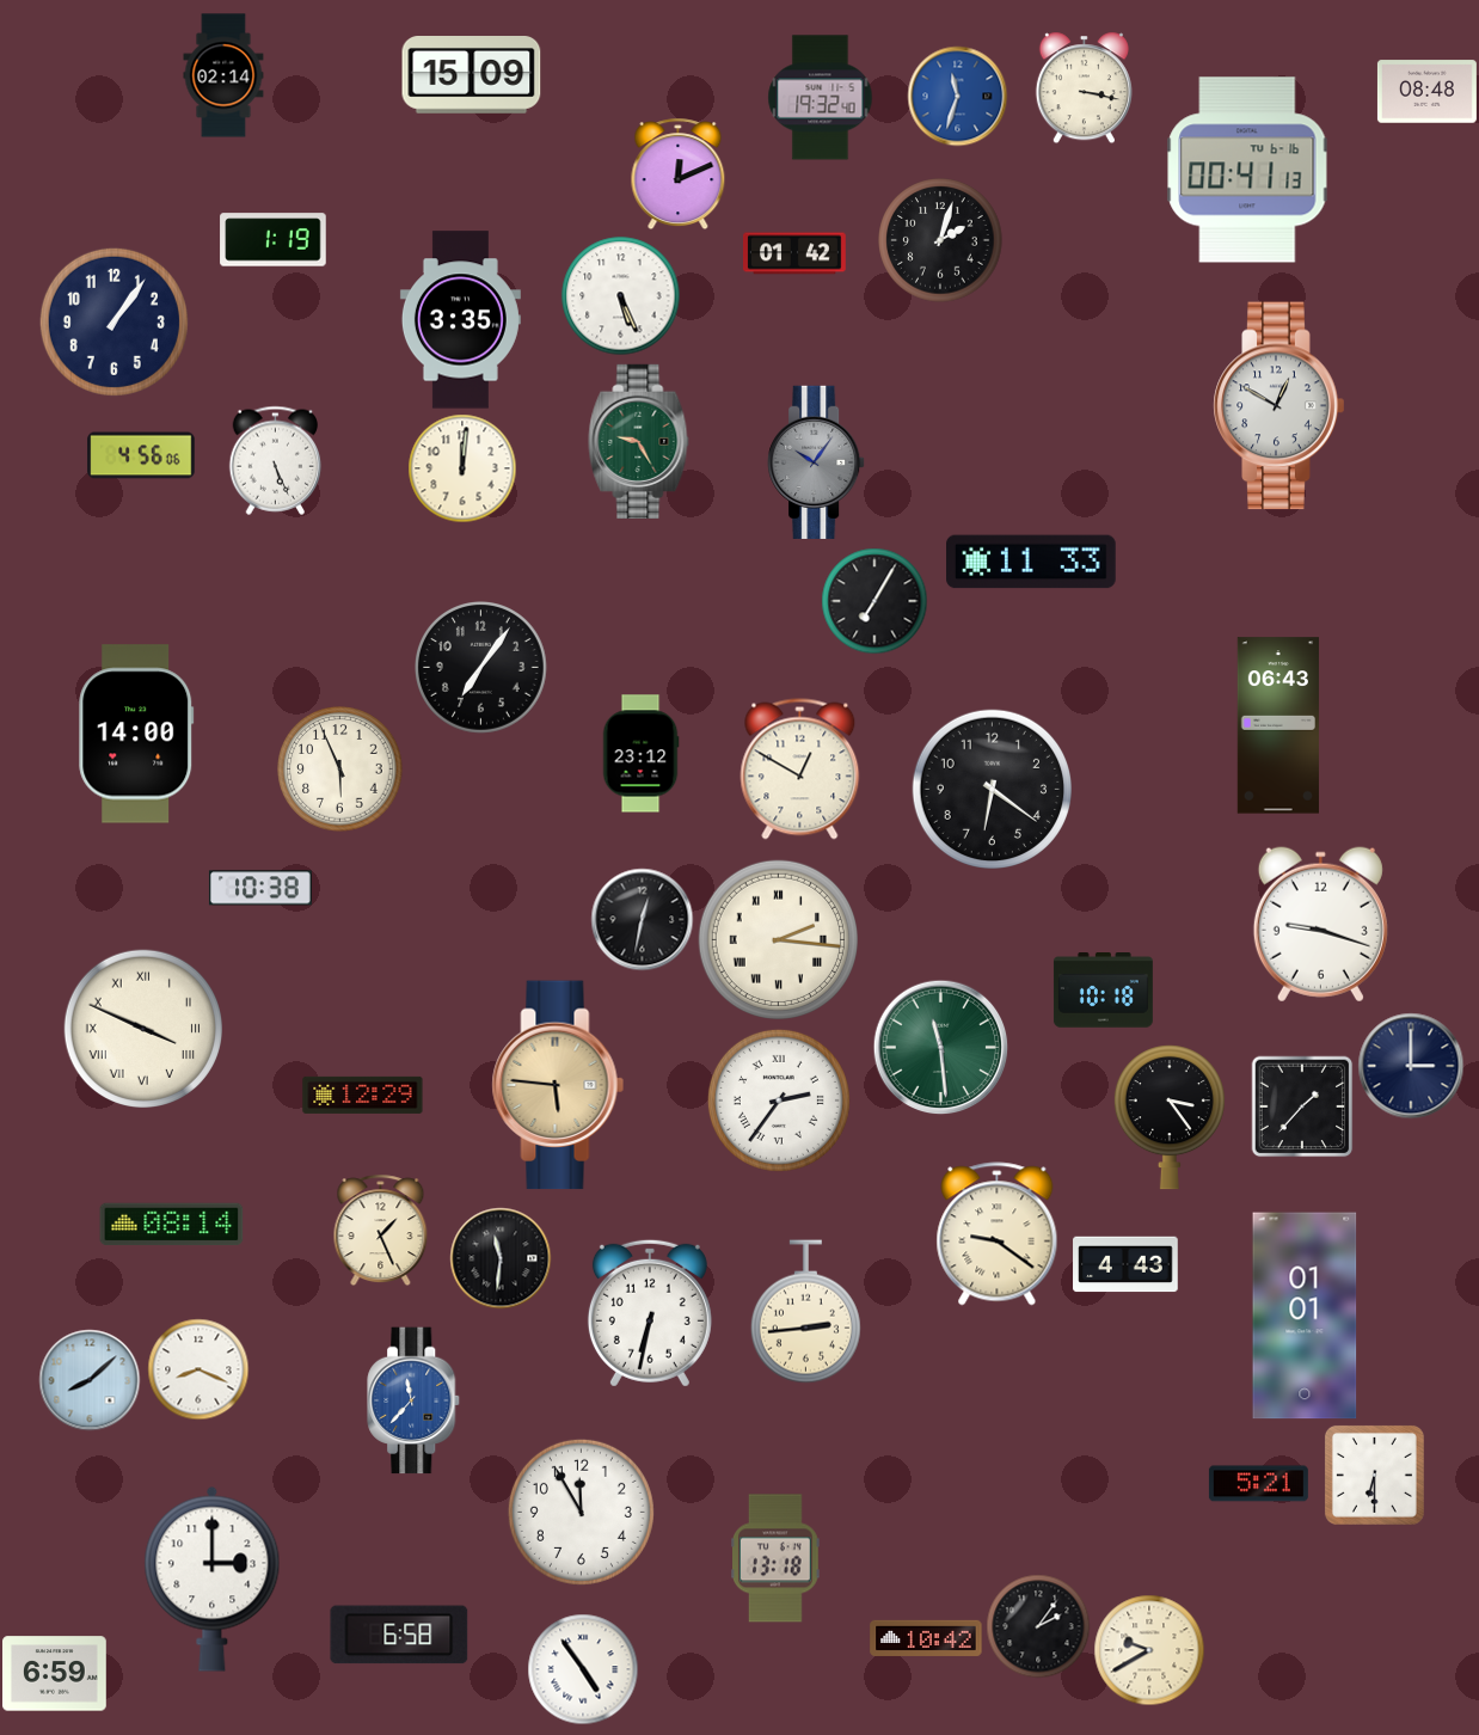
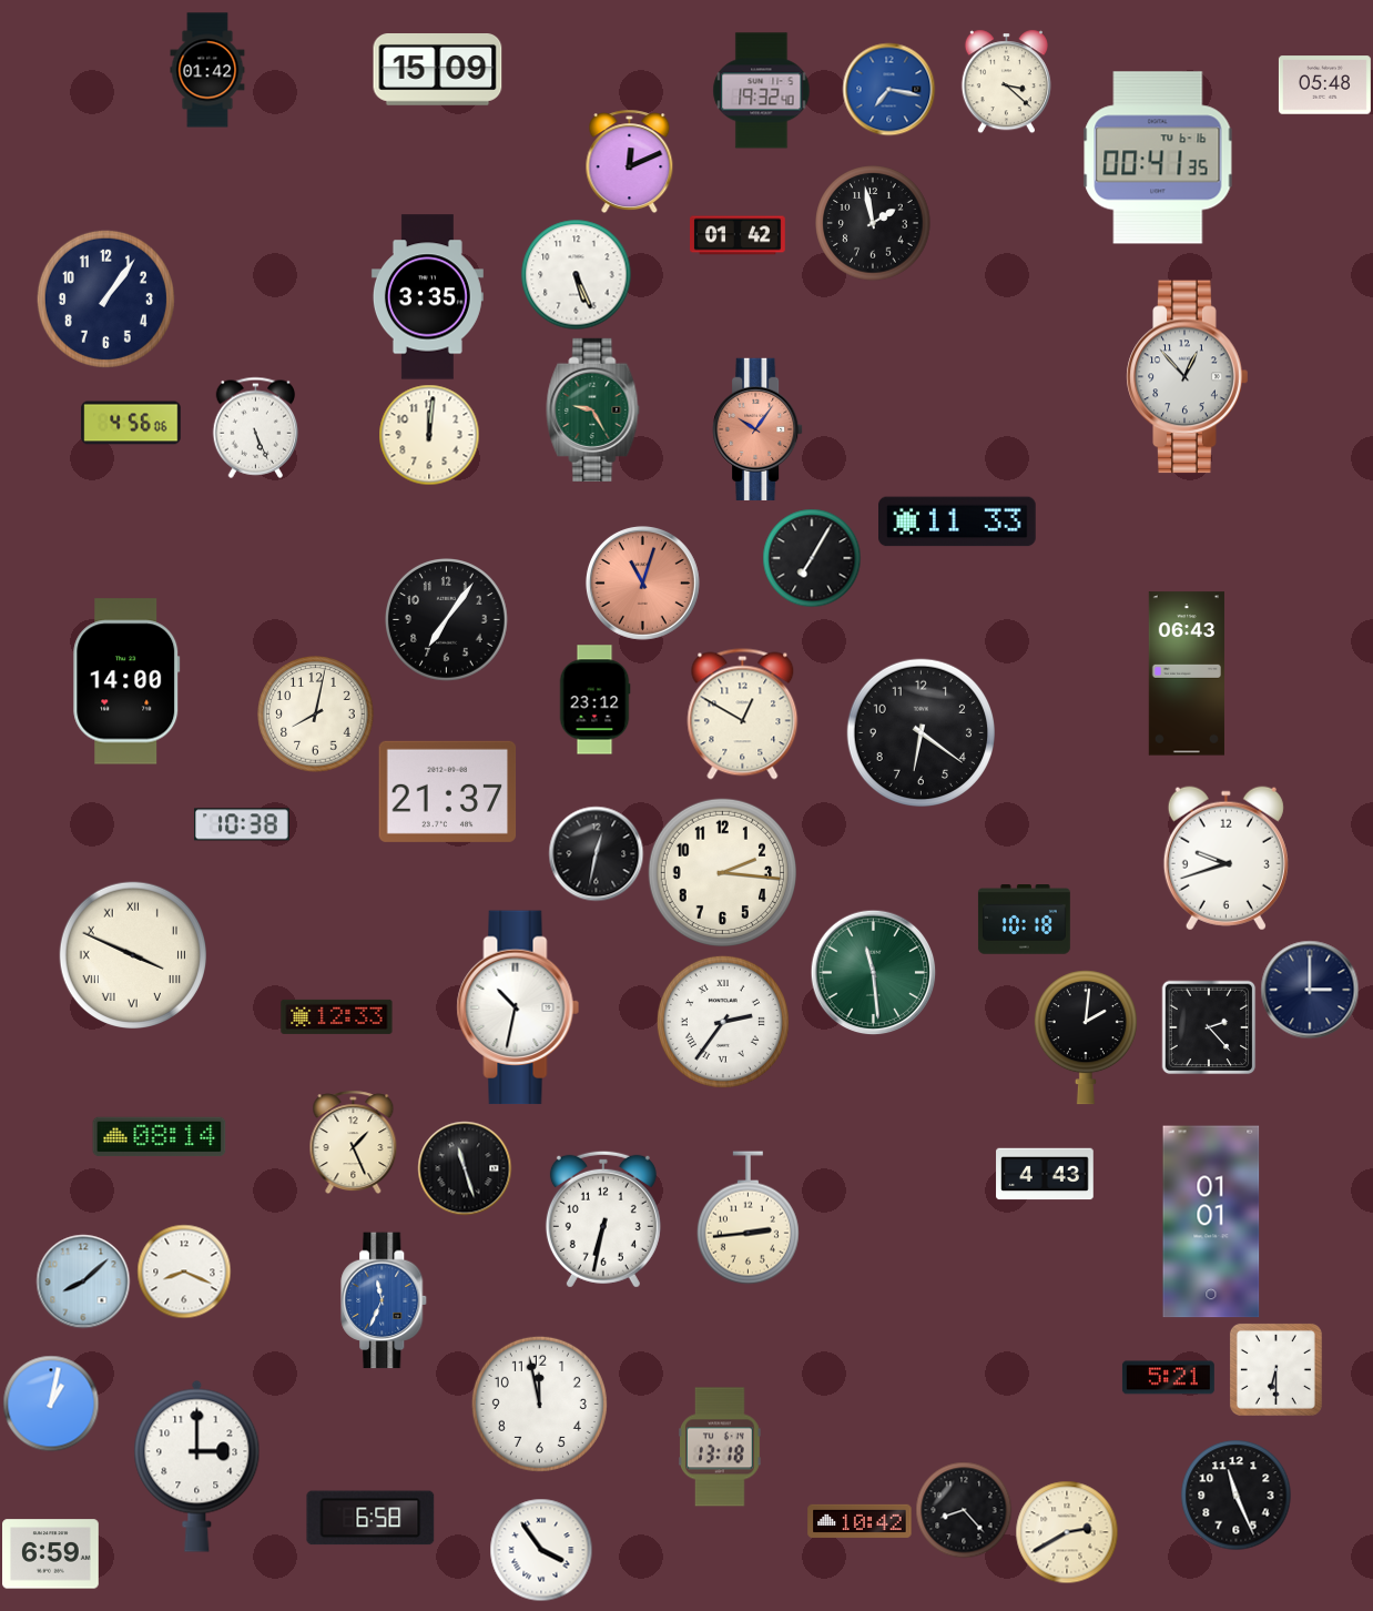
clock at (223, 75): 02:14 -> 01:42
clock at (1084, 87): 3:17 -> 3:22
clock at (1426, 92): 08:48 -> 05:48
clock at (957, 96): 11:33 -> 7:17
clock at (1247, 170): 00:41:13 -> 00:41:35
clock at (274, 240): 1:19 -> none
clock at (940, 240): 2:03 -> 1:58
clock at (1279, 406): 12:50 -> 12:53
clock at (816, 461) dial: grey -> salmon
clock at (642, 582): none -> 11:03
clock at (340, 770): 5:56 -> 8:02
clock at (448, 791): none -> 21:37
clock at (1320, 925): 9:18 -> 9:42
clock at (779, 940) numerals: Roman -> Arabic
clock at (558, 1085): 5:46 -> 10:32
clock at (558, 1085) dial: champagne -> white
clock at (363, 1095): 12:29 -> 12:33
clock at (1302, 1106): 1:37 -> 2:23
clock at (1170, 1117): 3:24 -> 2:01
clock at (998, 1234): 9:21 -> none
clock at (501, 1258): 11:31 -> 11:27
clock at (415, 1400): 11:37 -> 11:34
clock at (51, 1404): none -> 1:02
clock at (581, 1512): 11:55 -> 11:58
clock at (1237, 1496): none -> 11:26
clock at (1038, 1626): 2:06 -> 8:23
clock at (1149, 1650): 9:40 -> 2:40
clock at (583, 1669): 4:54 -> 3:54
